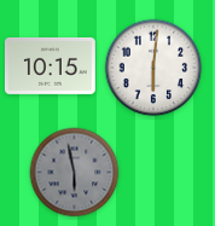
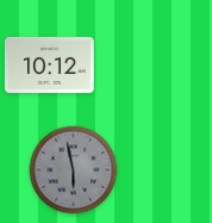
clock at (50, 65): 10:15 -> 10:12
clock at (153, 68): 6:01 -> none
